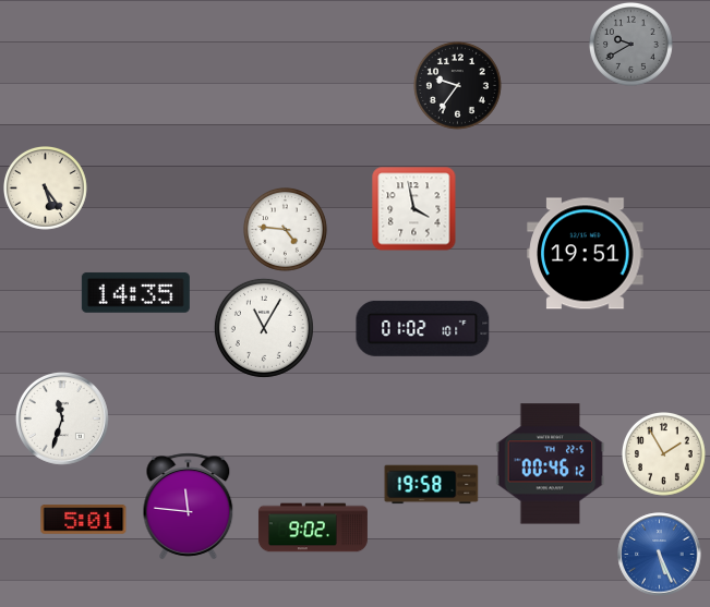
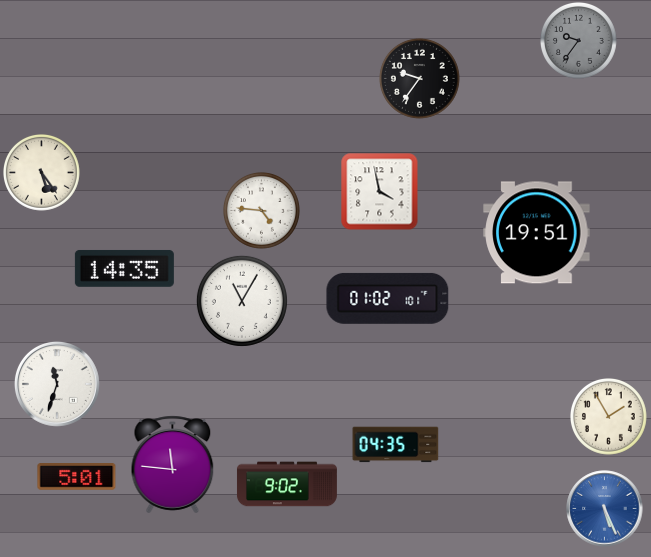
clock at (631, 45): 9:40 -> 9:36
clock at (423, 328) position: (423, 328) -> (388, 298)
clock at (551, 464): 00:46 -> none
clock at (432, 485): 19:58 -> 04:35
